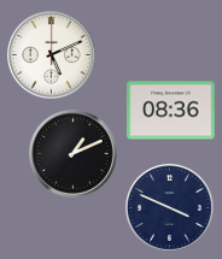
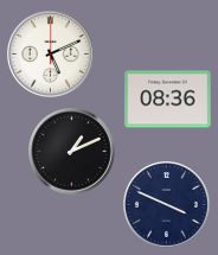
clock at (171, 111) position: (171, 111) -> (168, 100)
